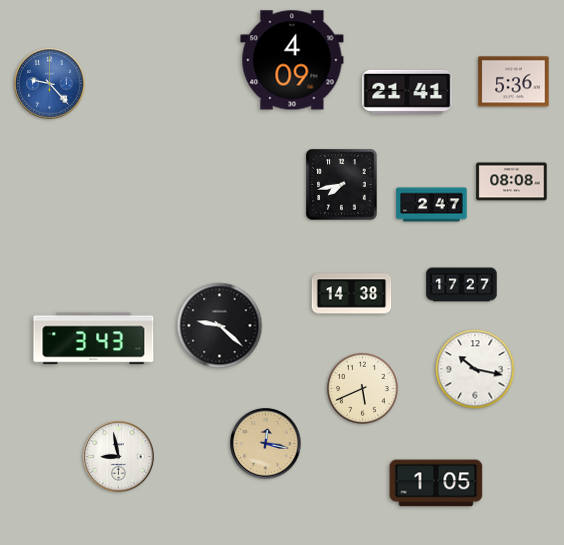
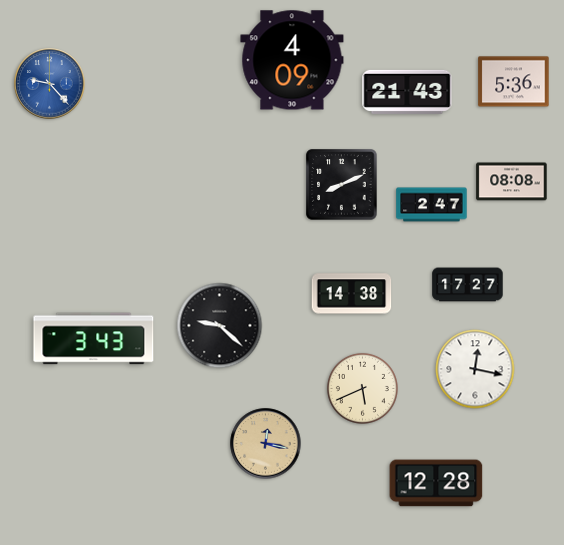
clock at (407, 92): 21:41 -> 21:43
clock at (342, 185): 7:43 -> 8:11
clock at (462, 285) position: (462, 285) -> (468, 285)
clock at (475, 369): 10:17 -> 12:17
clock at (119, 457): 8:58 -> none
clock at (436, 483): 1:05 -> 12:28
